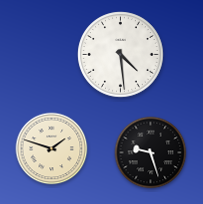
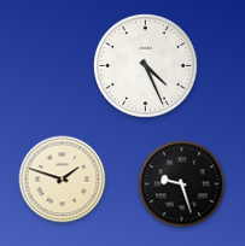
clock at (121, 55): 4:29 -> 4:26
